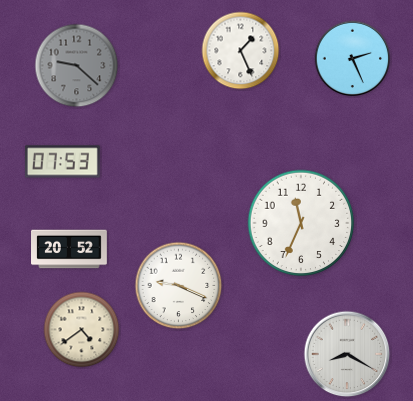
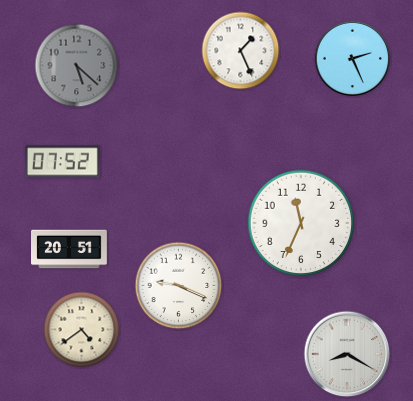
clock at (77, 66): 9:22 -> 5:22
clock at (62, 162): 07:53 -> 07:52
clock at (69, 249): 20:52 -> 20:51
